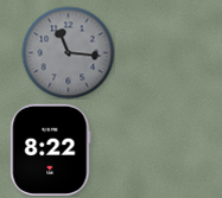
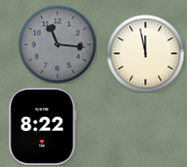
clock at (145, 53): none -> 11:58
